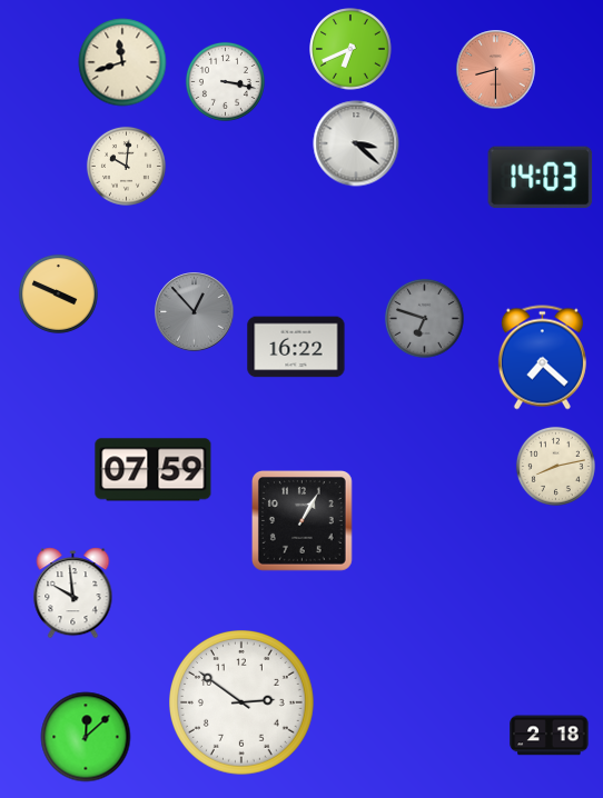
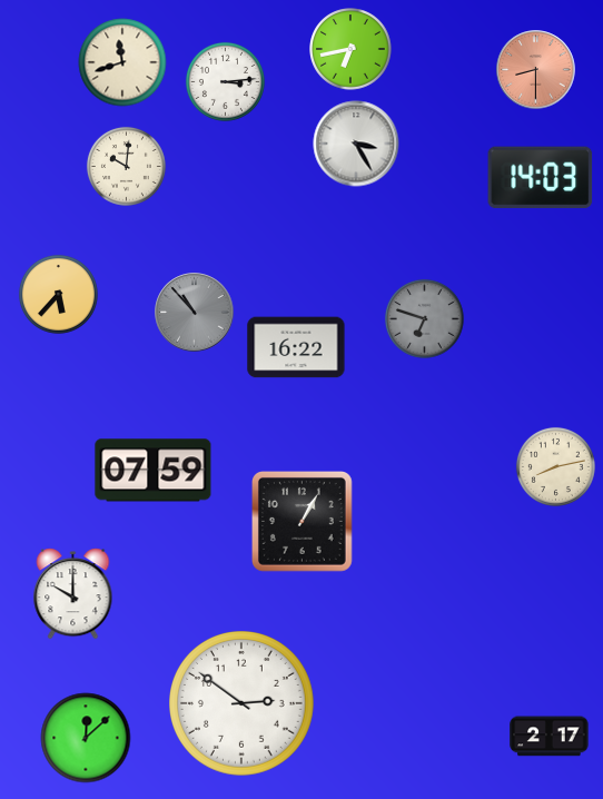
clock at (350, 49): 6:41 -> 6:43
clock at (496, 70) position: (496, 70) -> (536, 70)
clock at (225, 81): 3:17 -> 3:14
clock at (356, 143): 3:22 -> 3:25
clock at (58, 293): 3:49 -> 5:37
clock at (195, 312): 12:53 -> 10:53
clock at (542, 358): 7:22 -> none
clock at (73, 593): 9:59 -> 10:00
clock at (550, 736): 2:18 -> 2:17
